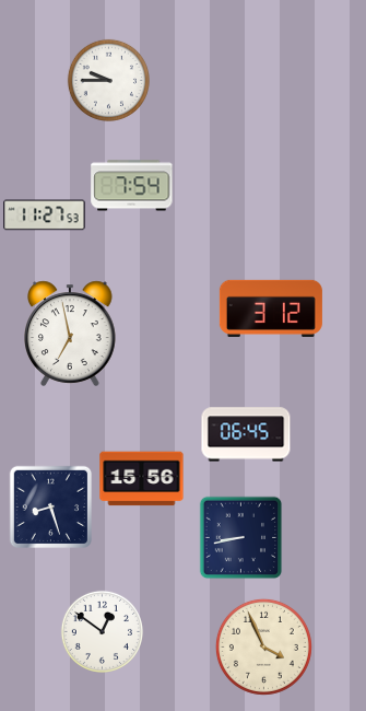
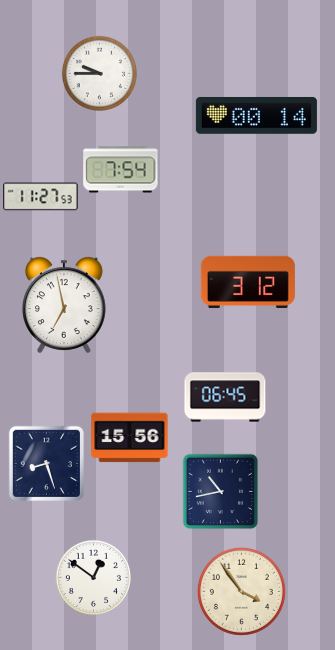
clock at (256, 115): none -> 00:14
clock at (241, 538): 8:43 -> 10:43
clock at (263, 646): 3:56 -> 3:54
